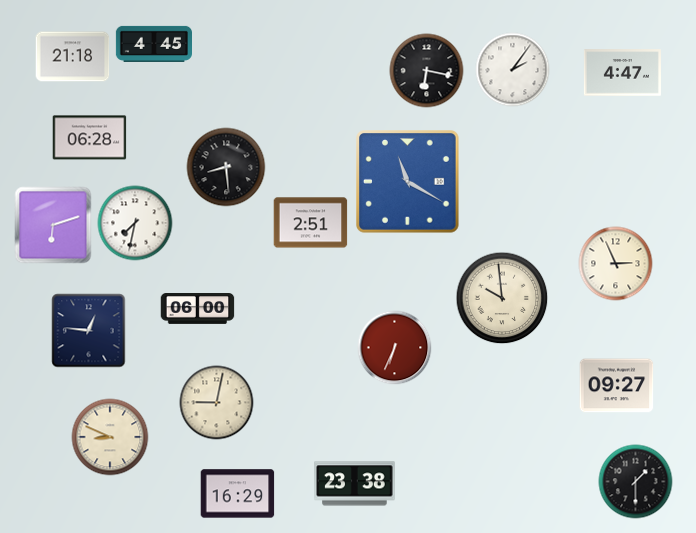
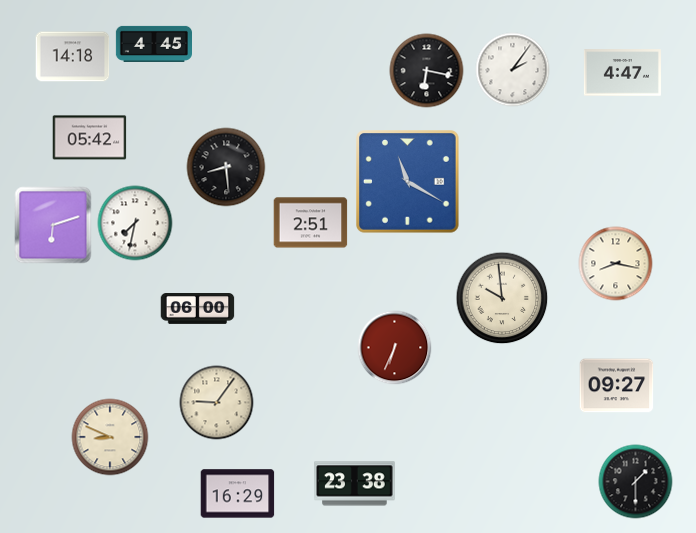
clock at (73, 57): 21:18 -> 14:18
clock at (90, 138): 06:28 -> 05:42
clock at (616, 264): 2:56 -> 8:17
clock at (89, 331): 12:46 -> none
clock at (217, 403): 9:02 -> 9:06
